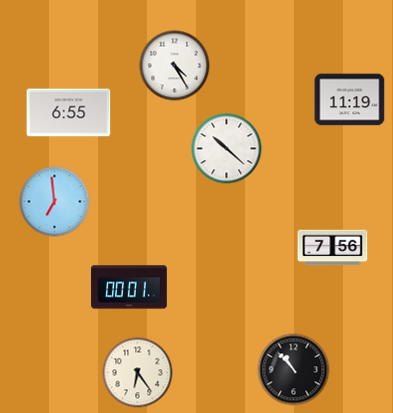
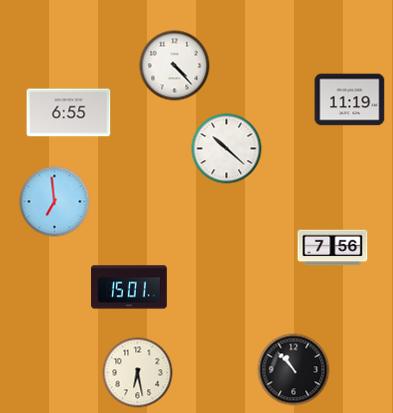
clock at (175, 66): 4:25 -> 4:23
clock at (129, 287): 00:01 -> 15:01
clock at (138, 373): 6:24 -> 6:28
